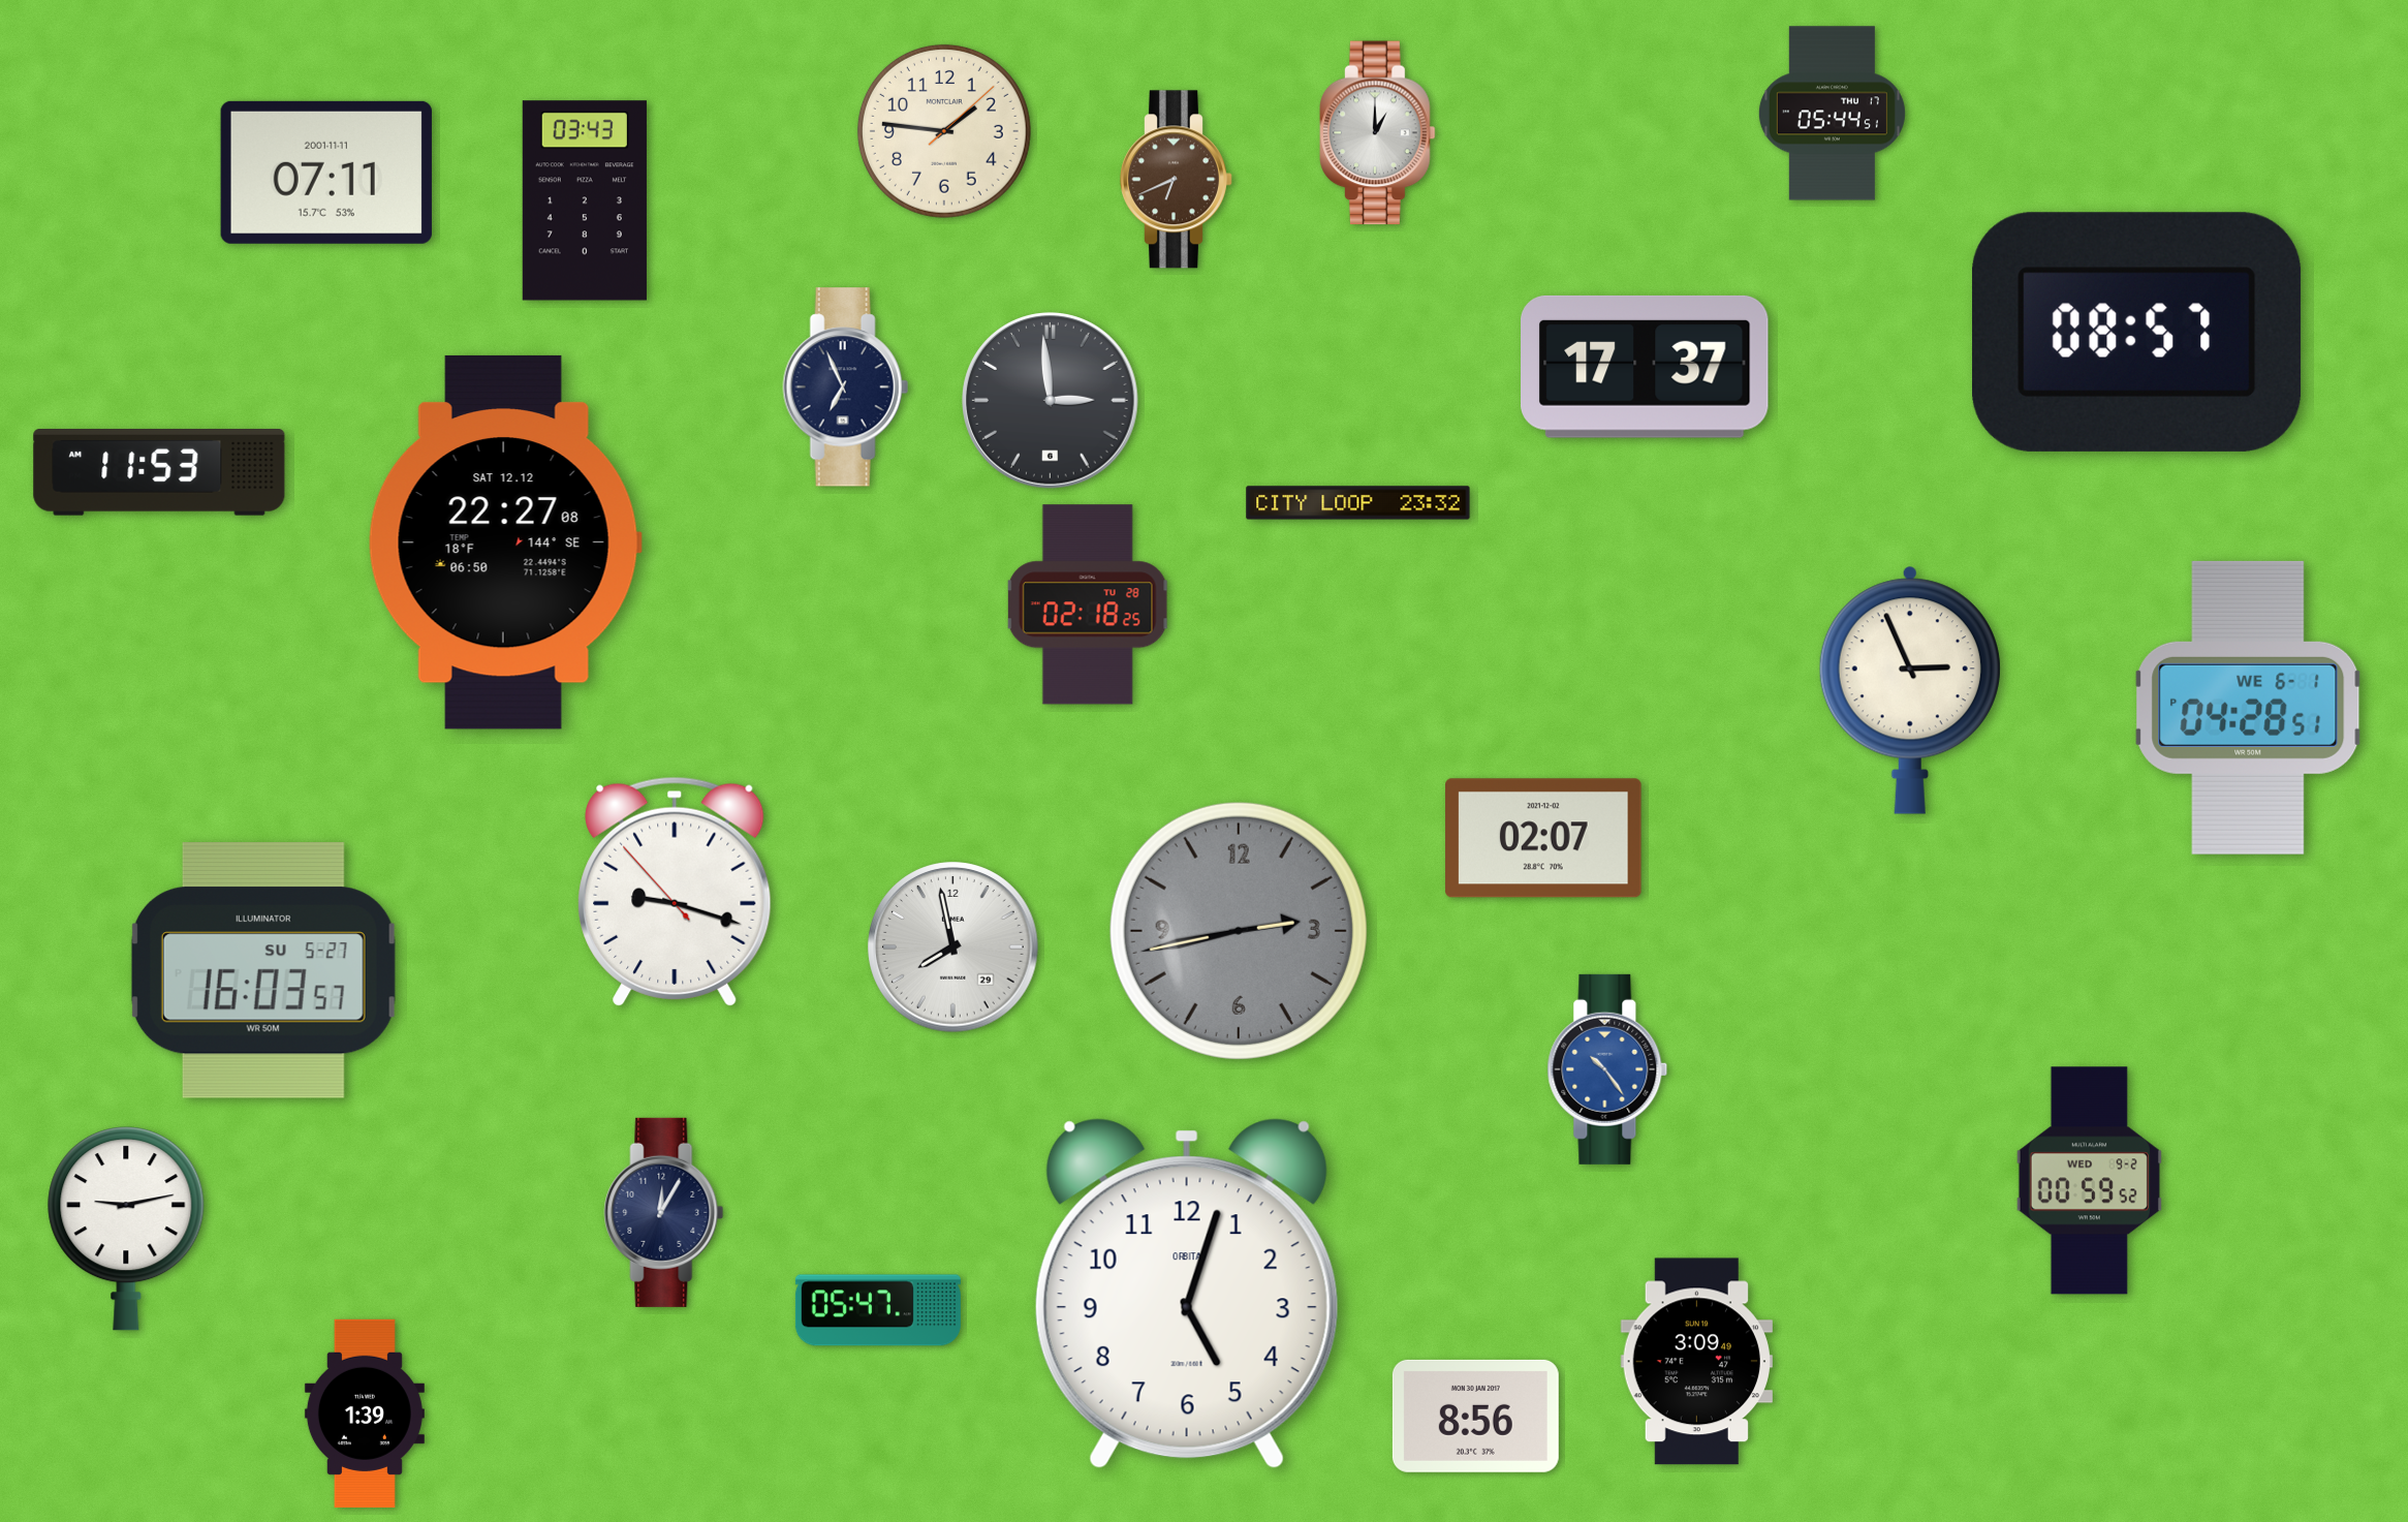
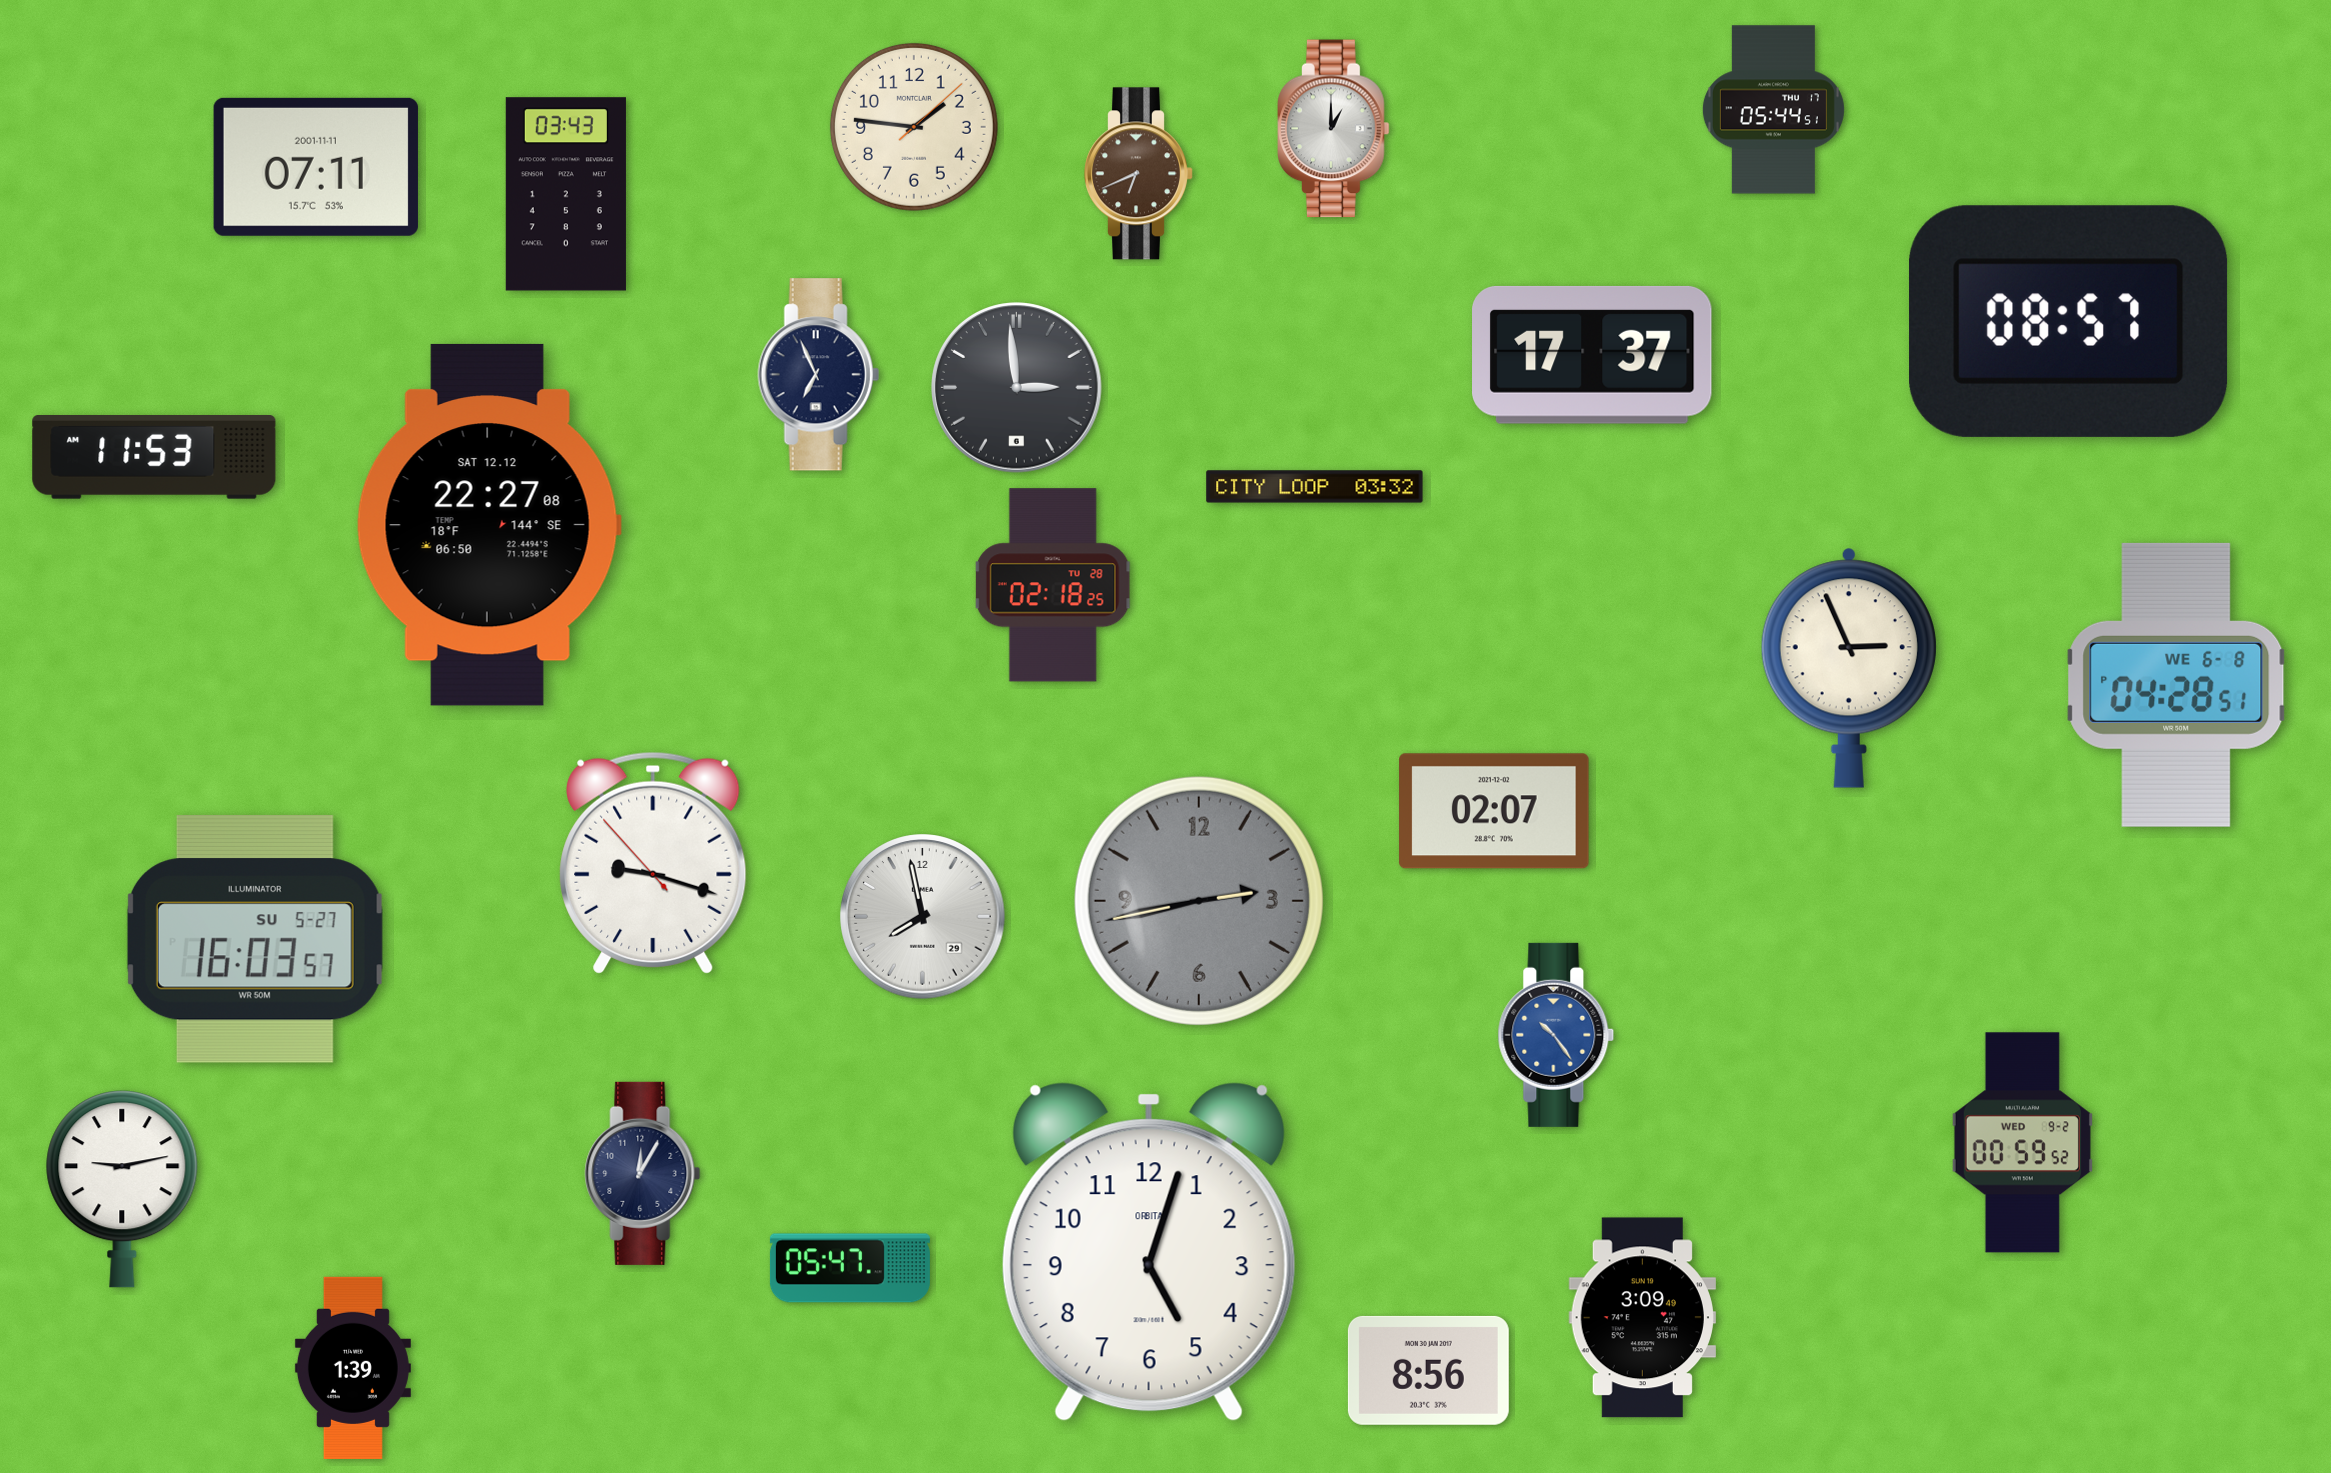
clock at (1358, 503): 23:32 -> 03:32
clock at (2248, 708) date: WE 6-1 -> WE 6-8
